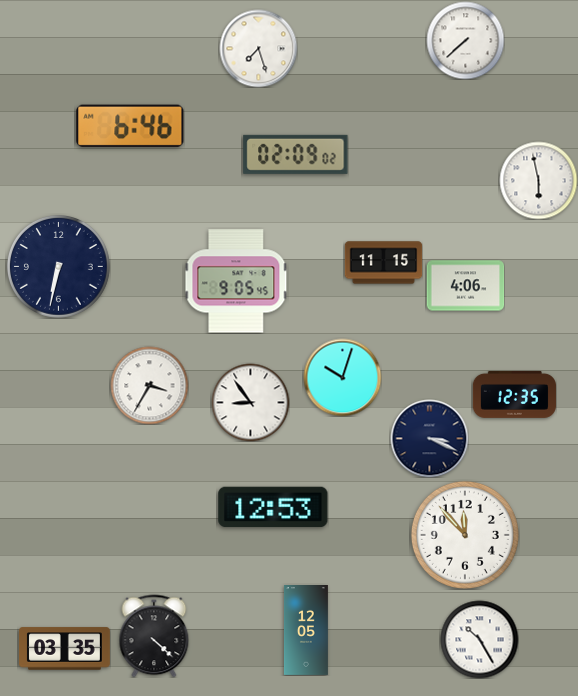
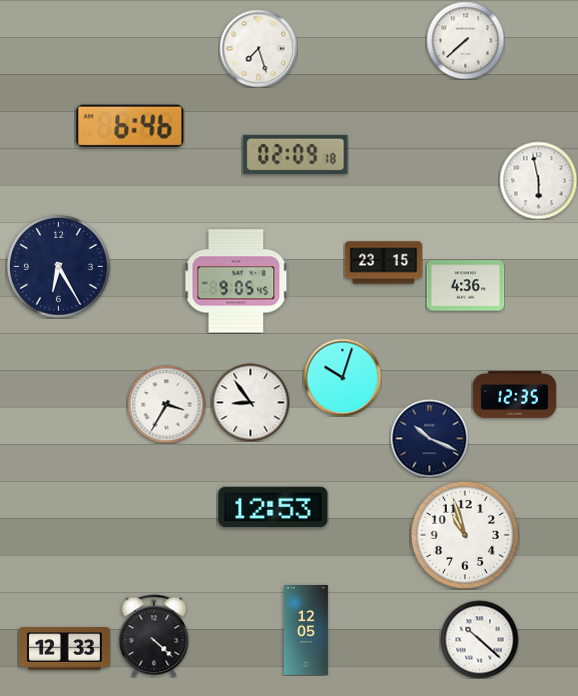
clock at (296, 154): 02:09:02 -> 02:09:18
clock at (383, 263): 11:15 -> 23:15
clock at (58, 266): 6:32 -> 6:25
clock at (465, 286): 4:06 -> 4:36
clock at (149, 385) position: (149, 385) -> (166, 404)
clock at (429, 438): 3:19 -> 10:19
clock at (465, 535): 11:53 -> 10:57
clock at (479, 639): 10:25 -> 10:22
clock at (65, 649): 03:35 -> 12:33
